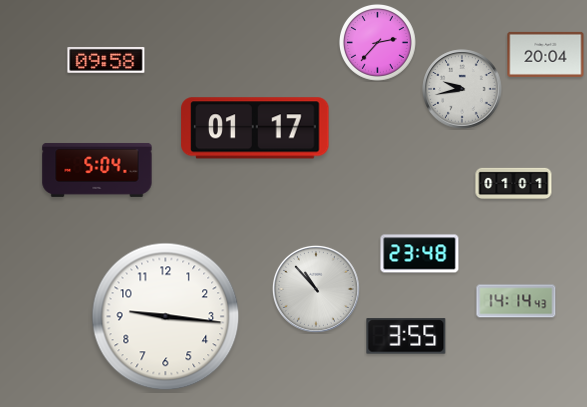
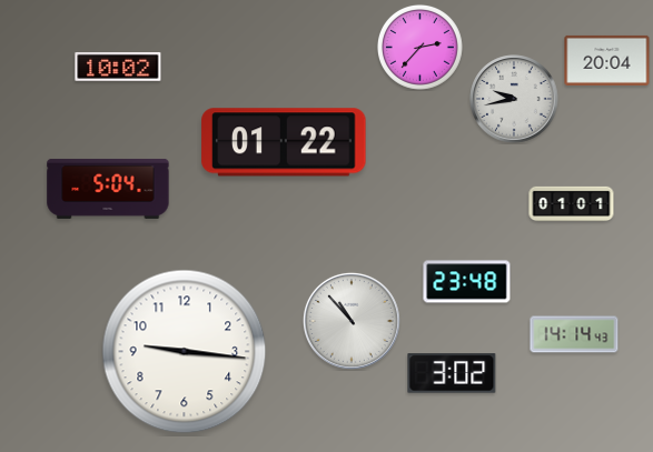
clock at (106, 61): 09:58 -> 10:02
clock at (255, 128): 01:17 -> 01:22
clock at (406, 336): 3:55 -> 3:02
